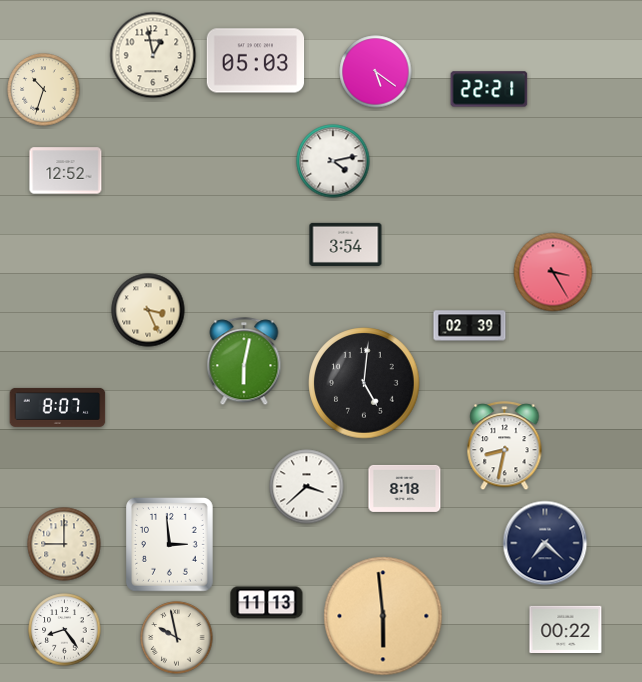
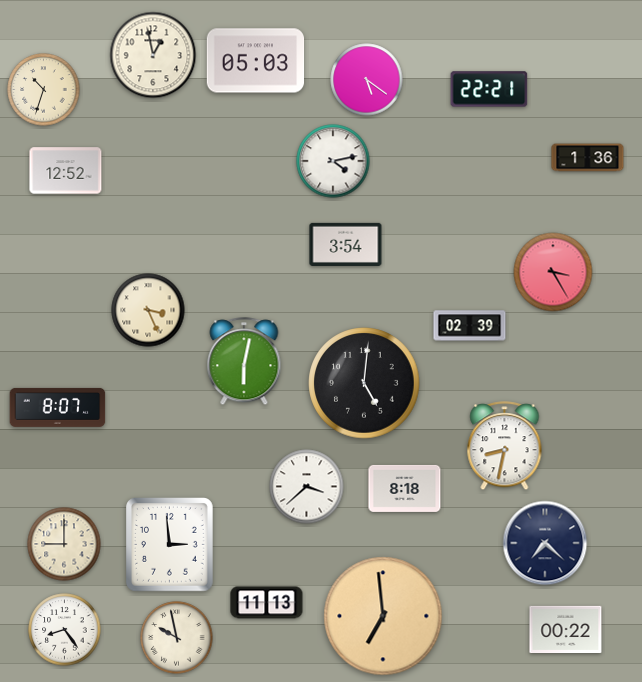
clock at (376, 72) position: (376, 72) -> (367, 80)
clock at (588, 158): none -> 1:36
clock at (383, 616): 5:59 -> 6:59
